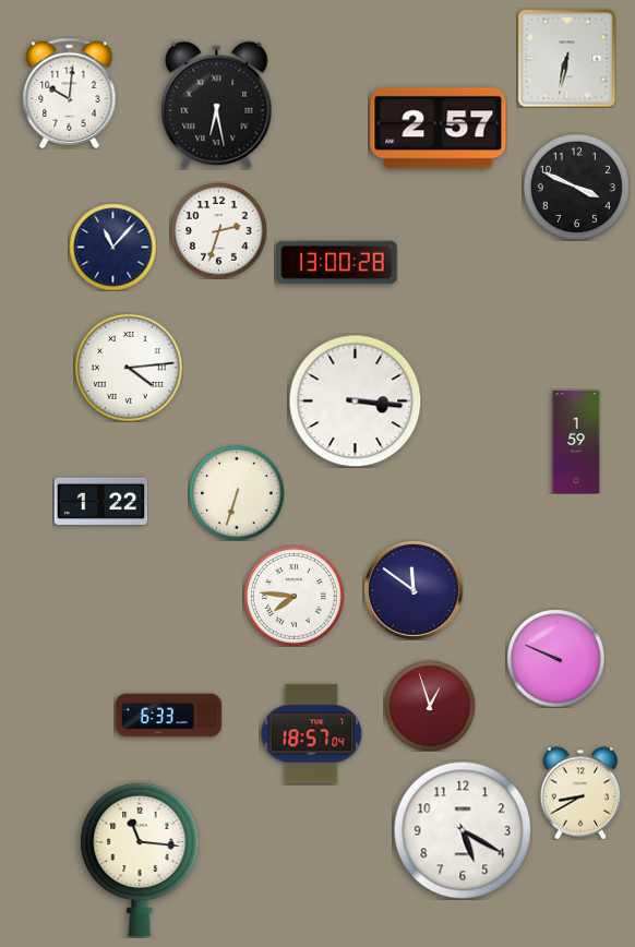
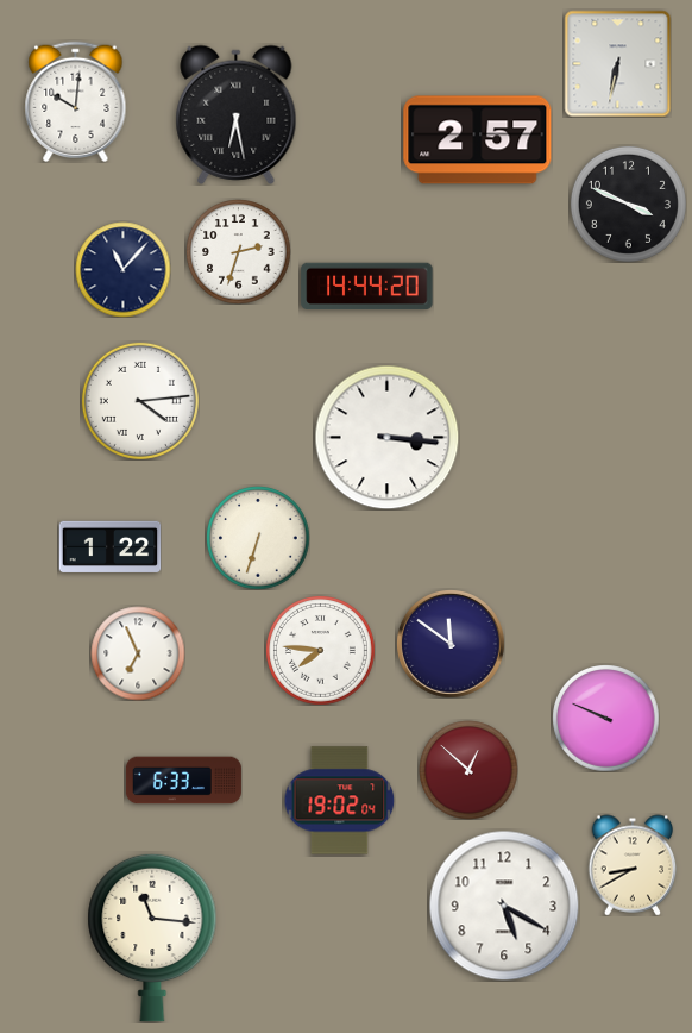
clock at (337, 263): 13:00 -> 14:44
clock at (576, 442): 1:59 -> none
clock at (138, 653): none -> 6:56
clock at (430, 706): 12:57 -> 12:52
clock at (311, 734): 18:57 -> 19:02
